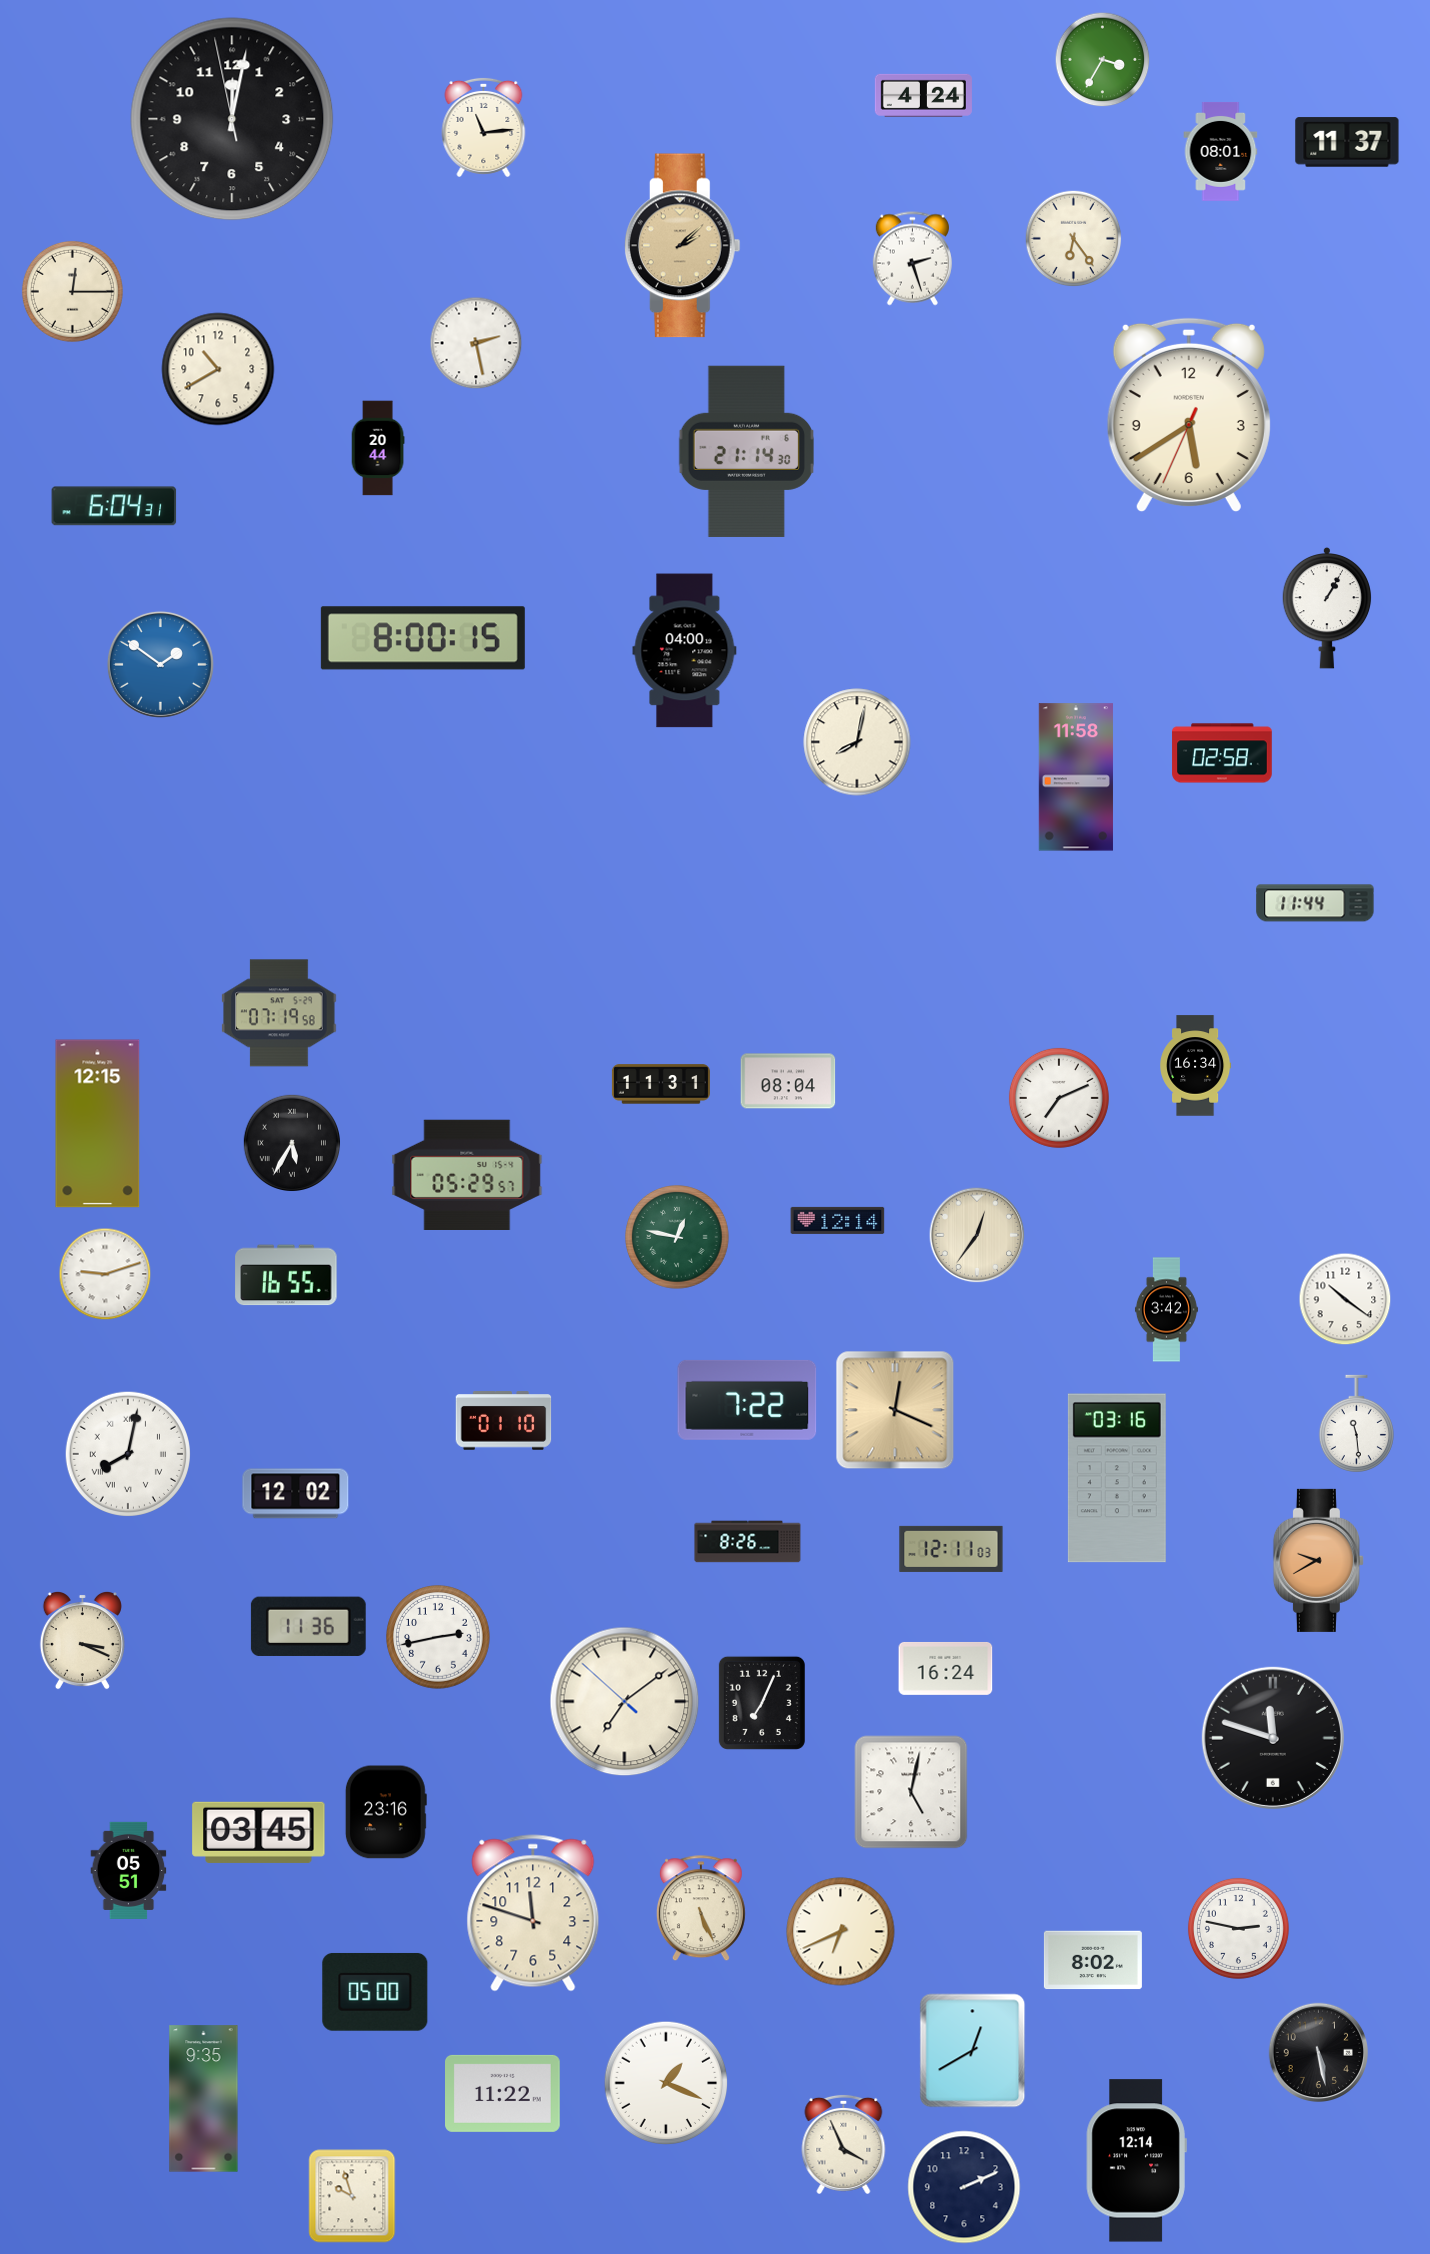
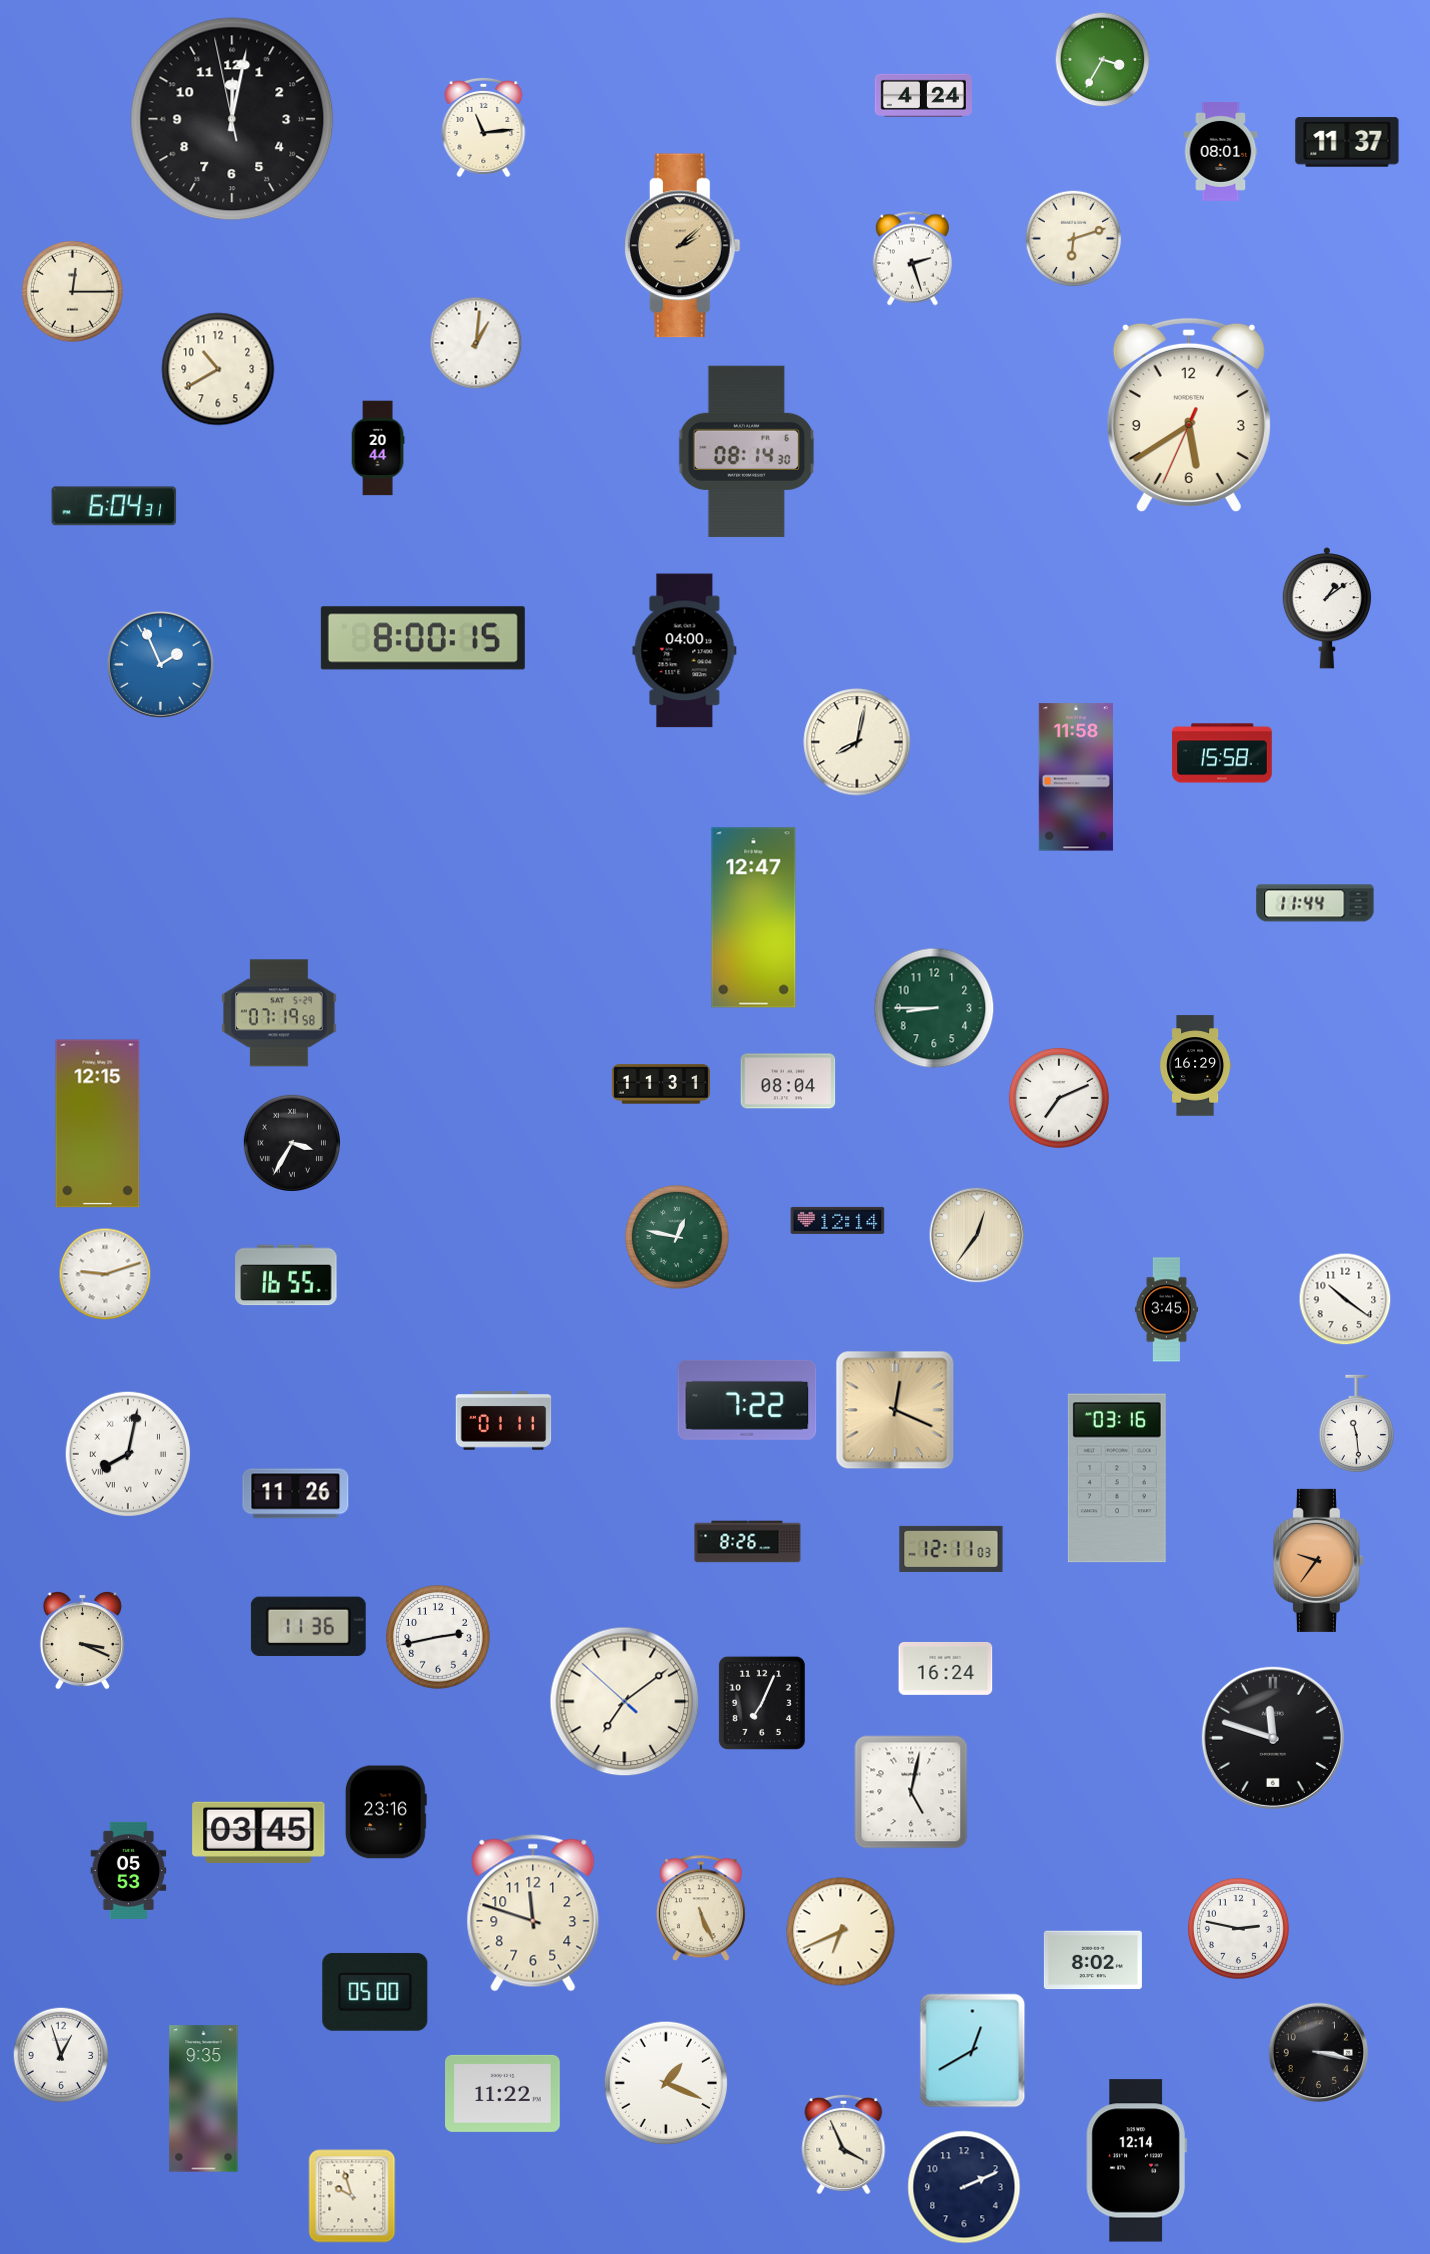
clock at (1074, 239): 6:24 -> 6:12
clock at (476, 343): 2:28 -> 1:01
clock at (746, 451): 21:14 -> 08:14
clock at (1327, 608): 1:05 -> 1:09
clock at (160, 664): 1:51 -> 1:56
clock at (1222, 753): 02:58 -> 15:58
clock at (754, 918): none -> 12:47
clock at (934, 1008): none -> 8:45
clock at (1196, 1066): 16:34 -> 16:29
clock at (291, 1142): 5:35 -> 3:35
clock at (467, 1174): 05:29 -> none
clock at (1166, 1310): 3:42 -> 3:45
clock at (504, 1421): 01:10 -> 01:11
clock at (296, 1494): 12:02 -> 11:26
clock at (1318, 1560): 9:40 -> 9:36
clock at (129, 1870): 05:51 -> 05:53
clock at (1319, 2053): 5:28 -> 3:17
clock at (61, 2055): none -> 12:57
